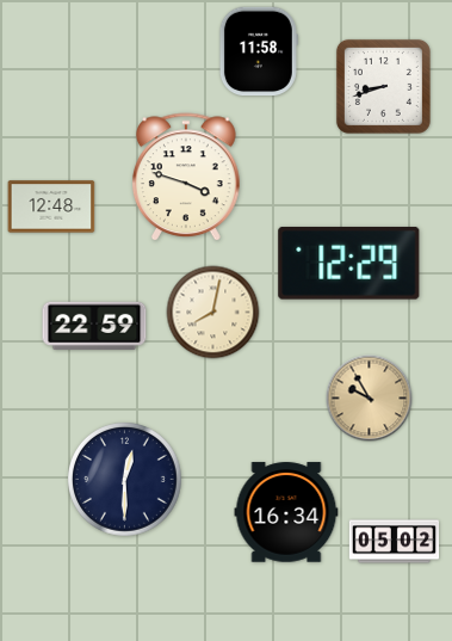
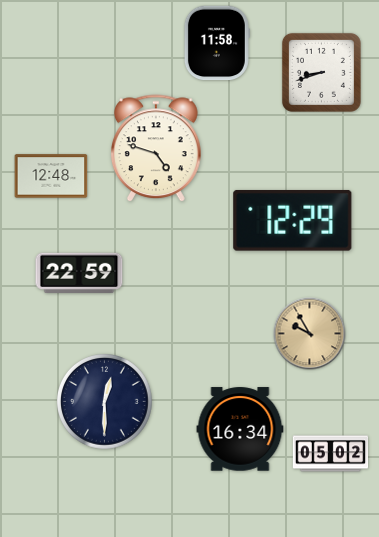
clock at (186, 178): 3:48 -> 4:48
clock at (51, 207) position: (51, 207) -> (51, 176)
clock at (213, 313): 8:02 -> none
